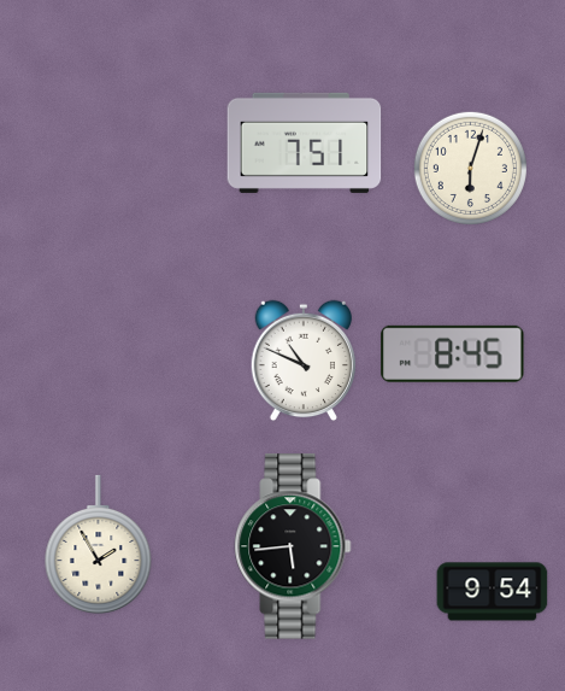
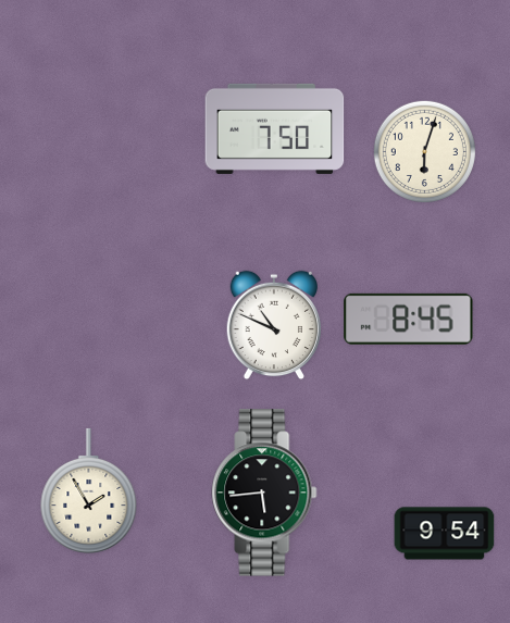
clock at (305, 142): 7:51 -> 7:50
